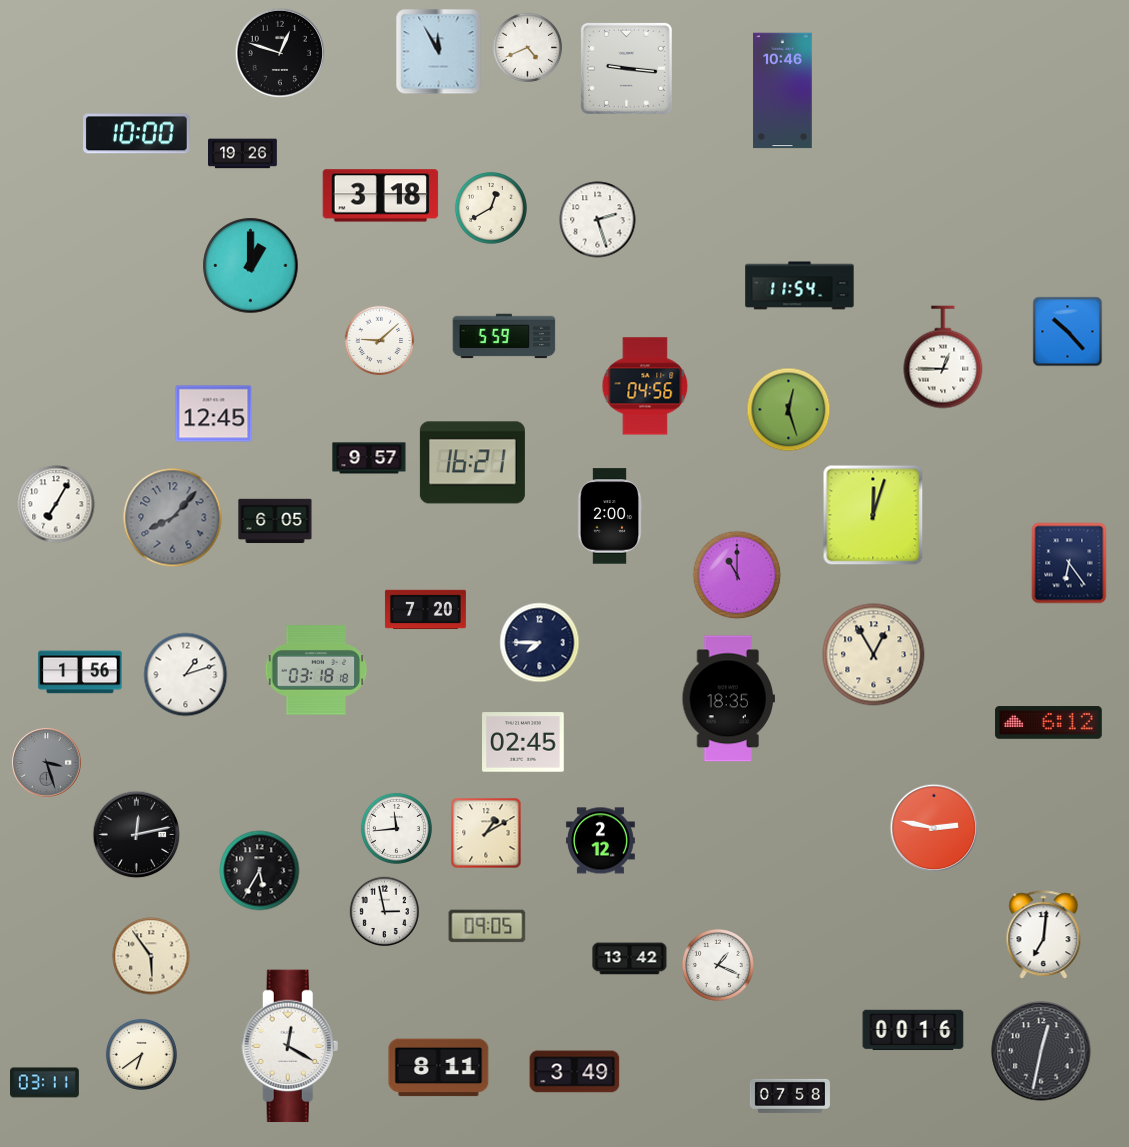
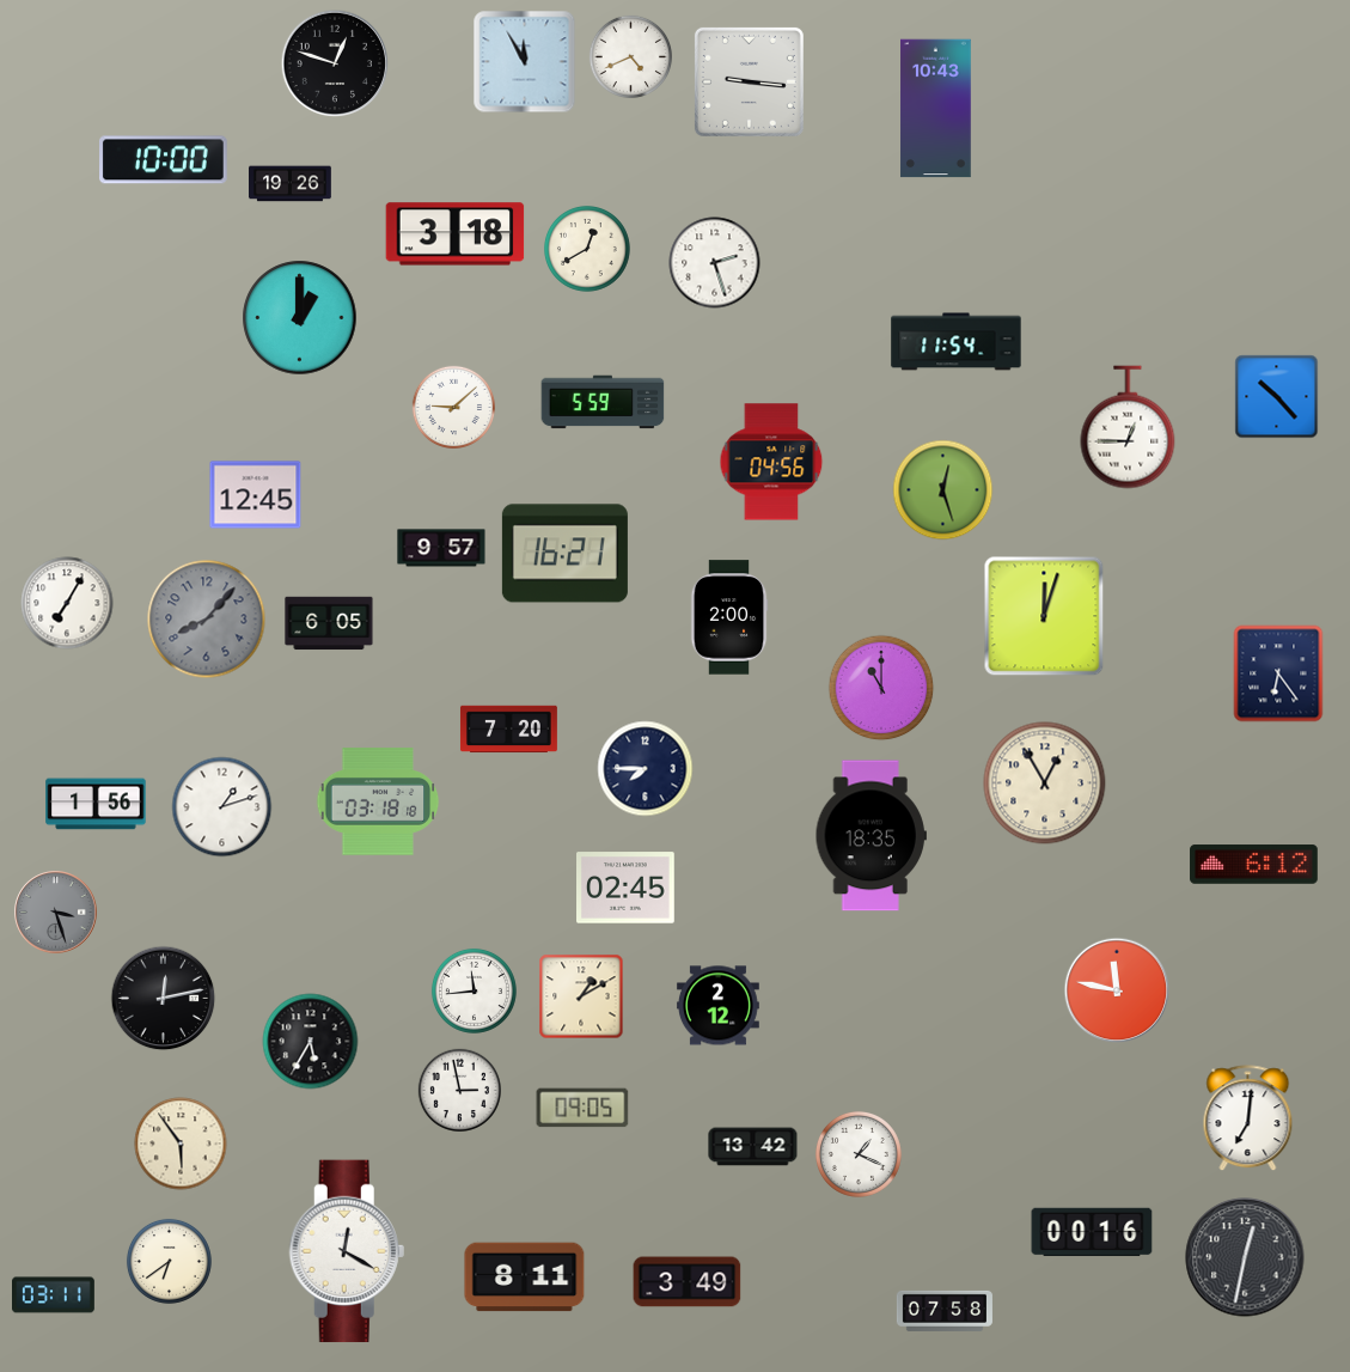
clock at (783, 91): 10:46 -> 10:43
clock at (934, 828): 2:47 -> 11:47
